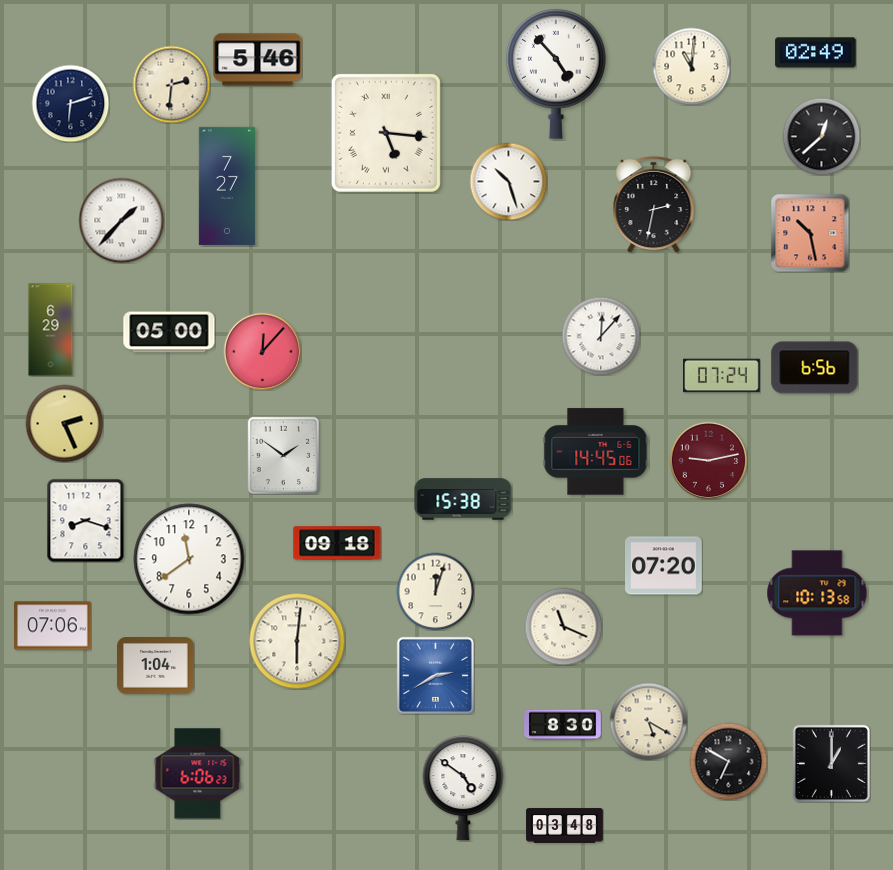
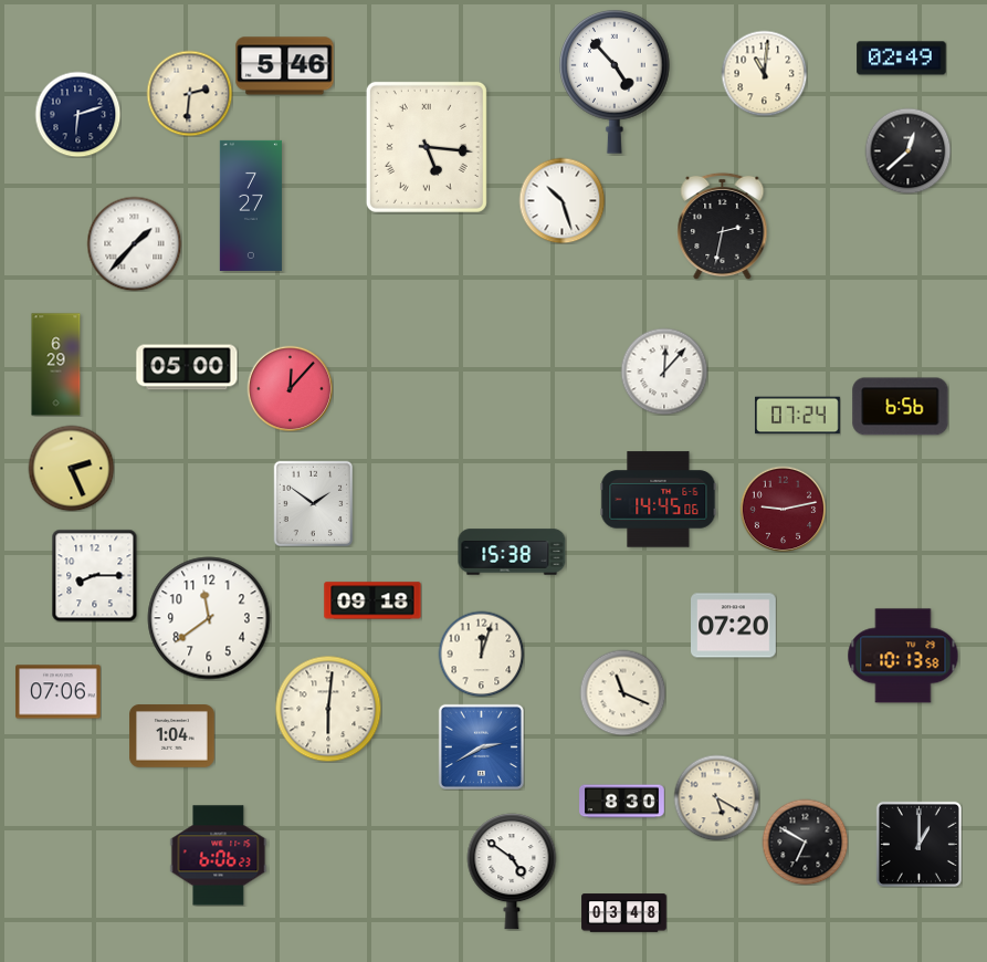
clock at (810, 233): 10:28 -> none
clock at (86, 520): 8:18 -> 8:15
